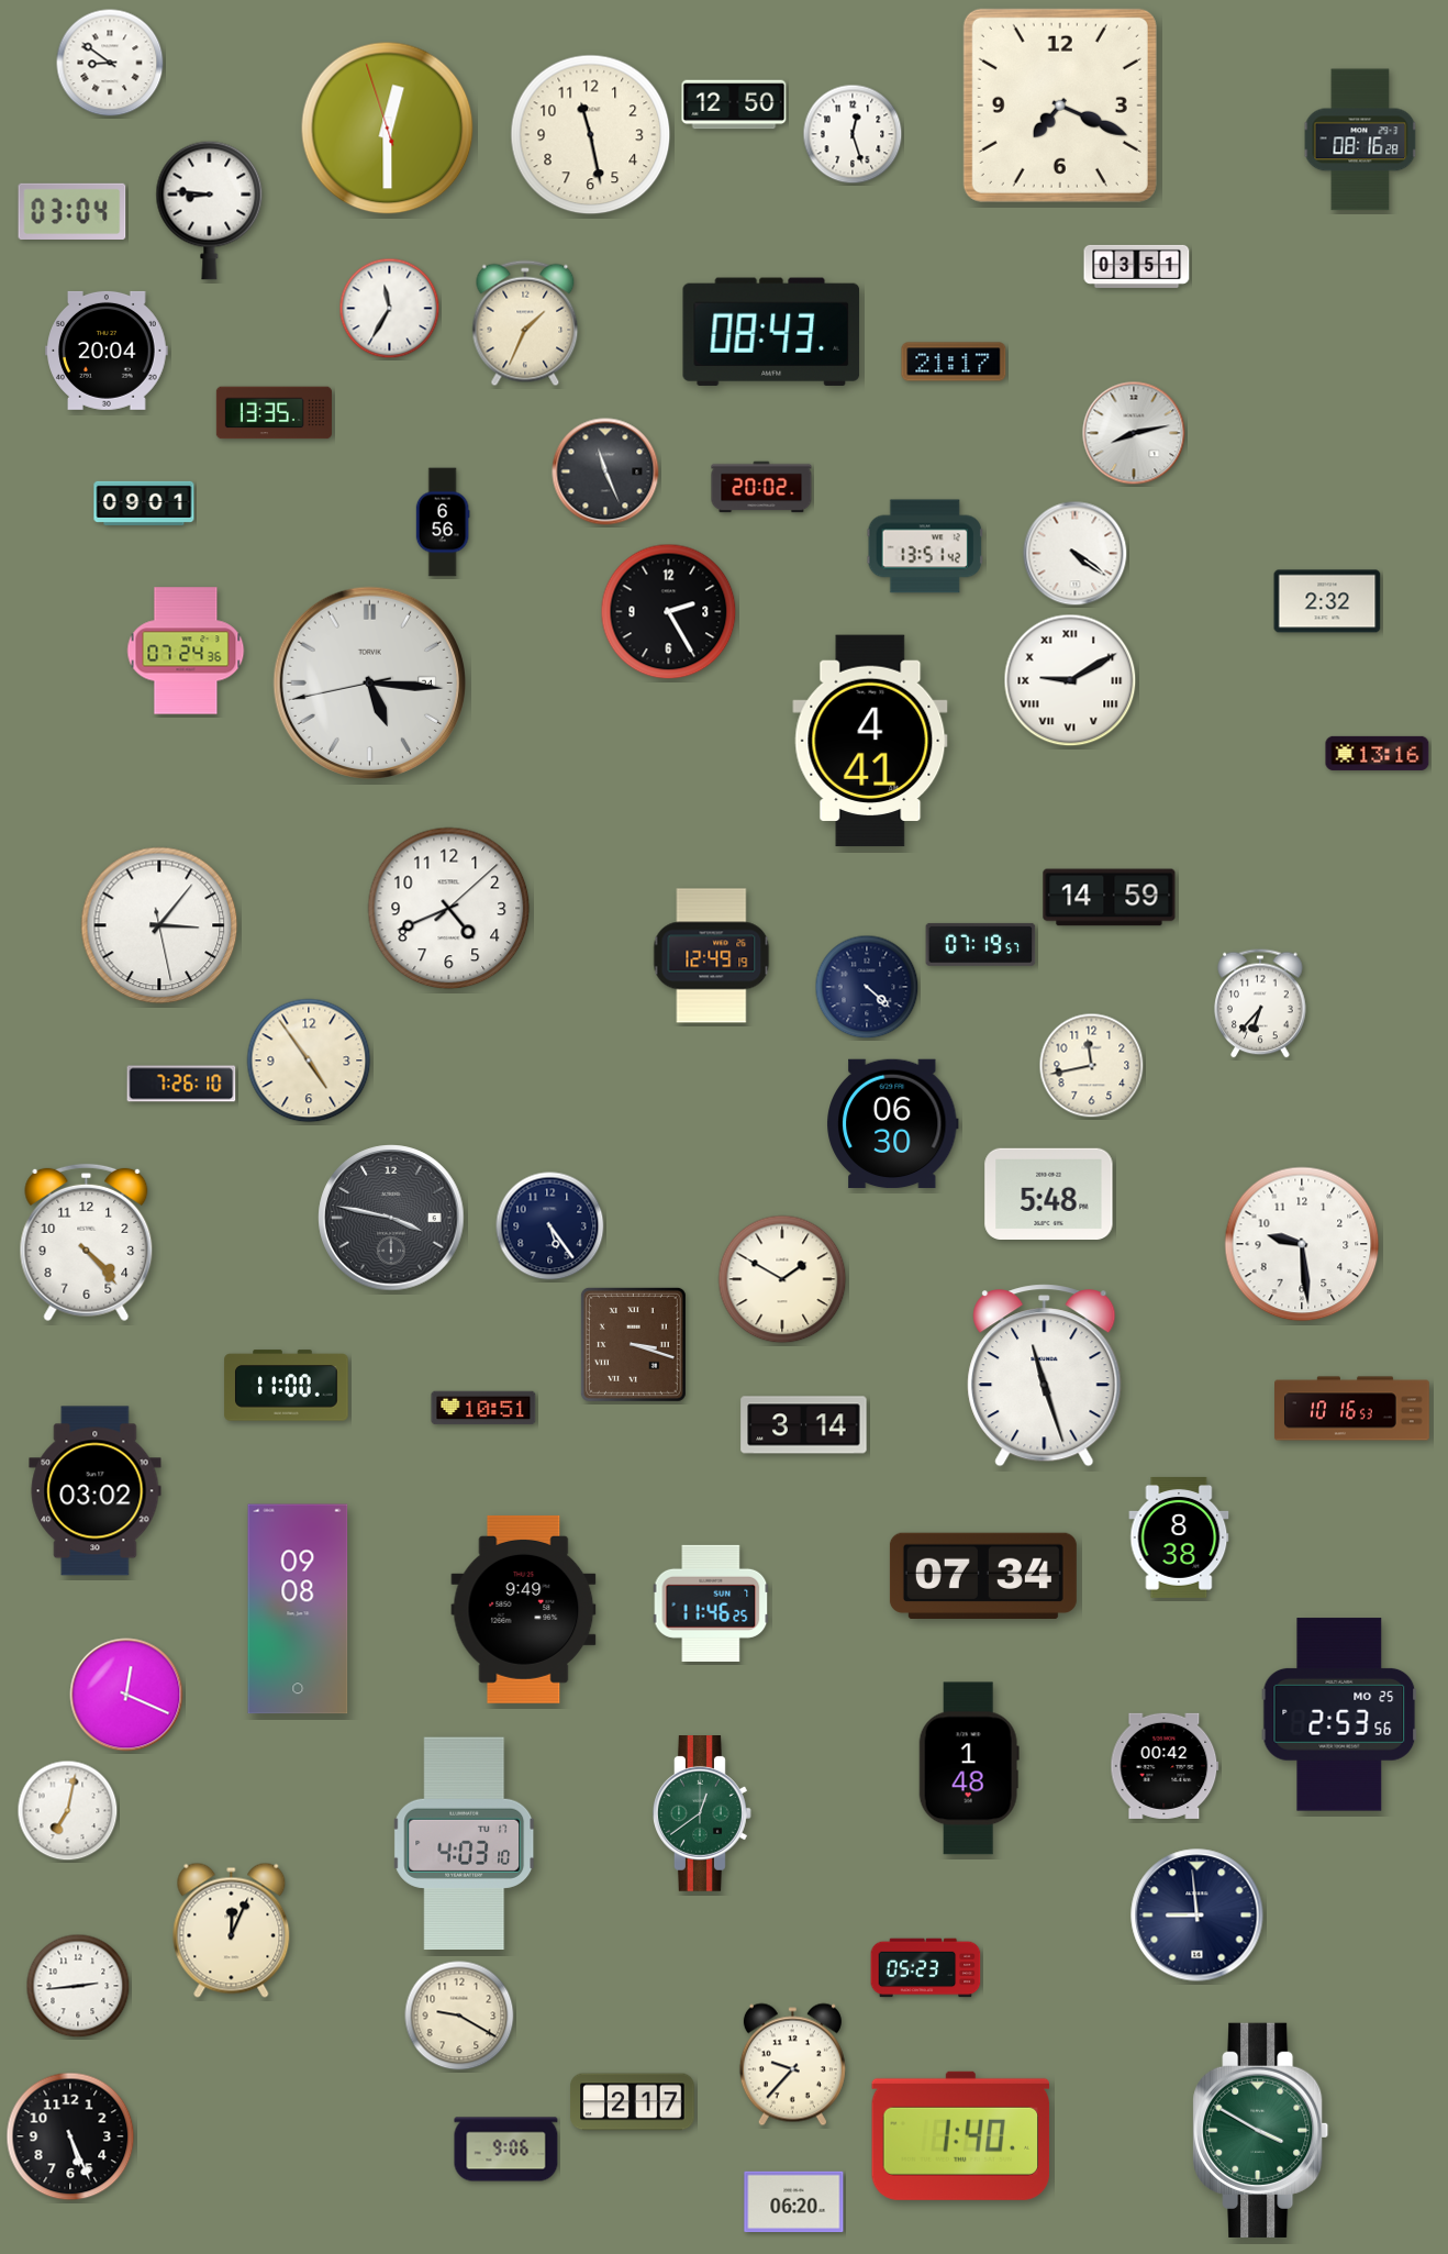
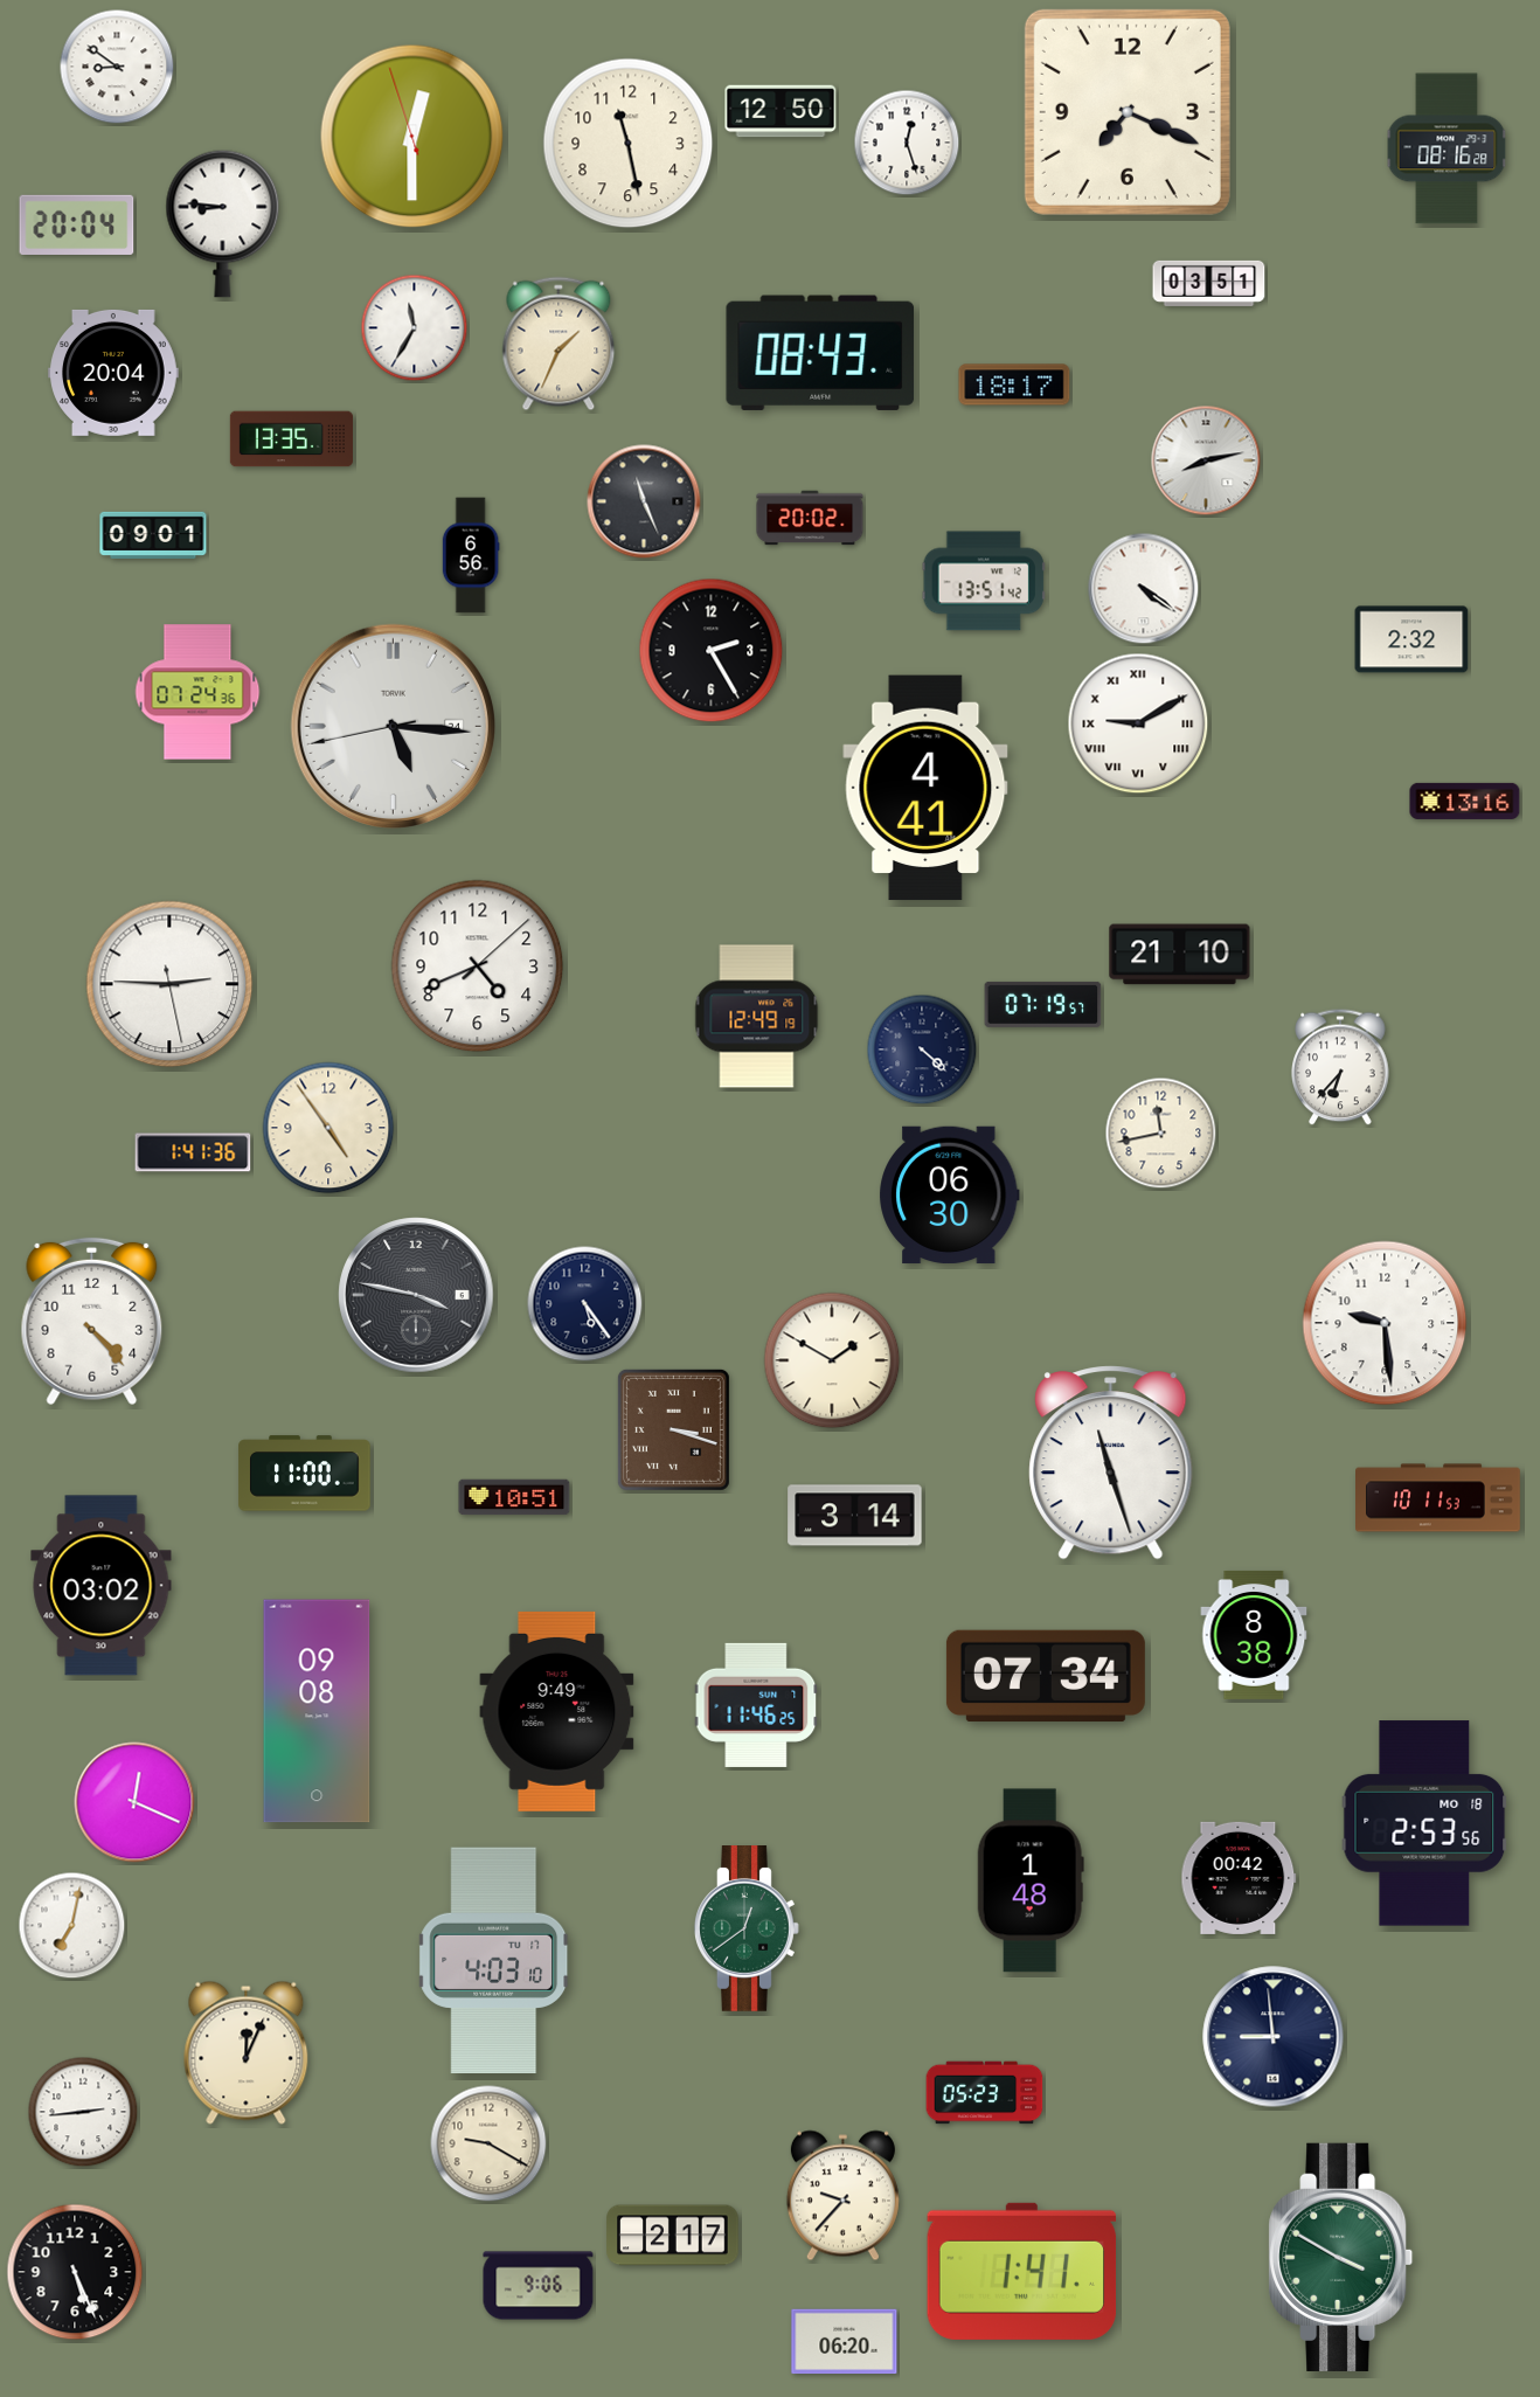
clock at (73, 211): 03:04 -> 20:04
clock at (954, 362): 21:17 -> 18:17
clock at (1110, 898): 14:59 -> 21:10
clock at (159, 925): 3:06 -> 2:45
clock at (181, 1084): 7:26 -> 1:41
clock at (1049, 1193): 5:48 -> none
clock at (1352, 1409): 10:16 -> 10:11
clock at (1339, 1714) date: MO 25 -> MO 18
clock at (1261, 2130) position: (1261, 2130) -> (1341, 2257)
clock at (961, 2135): 1:40 -> 1:41
